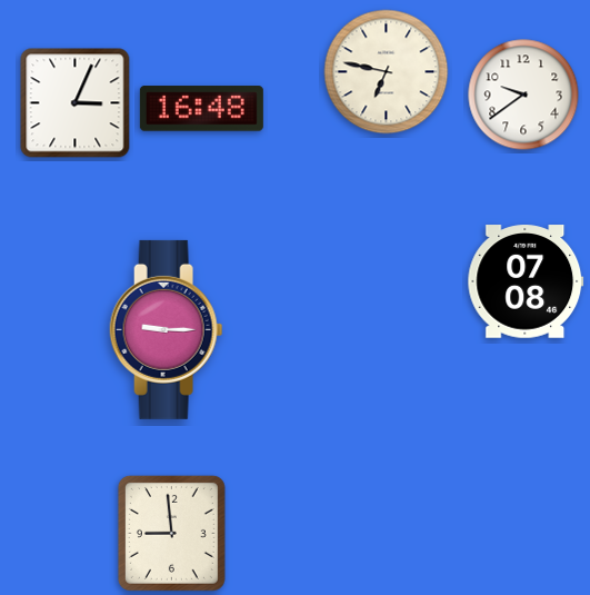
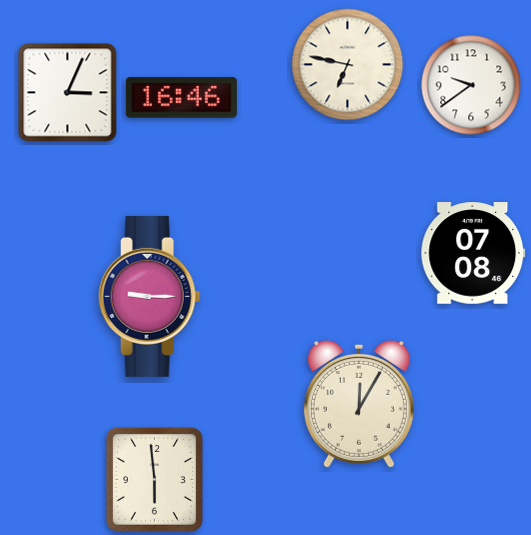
clock at (201, 109): 16:48 -> 16:46
clock at (359, 404): none -> 12:05
clock at (171, 533): 8:59 -> 5:59
